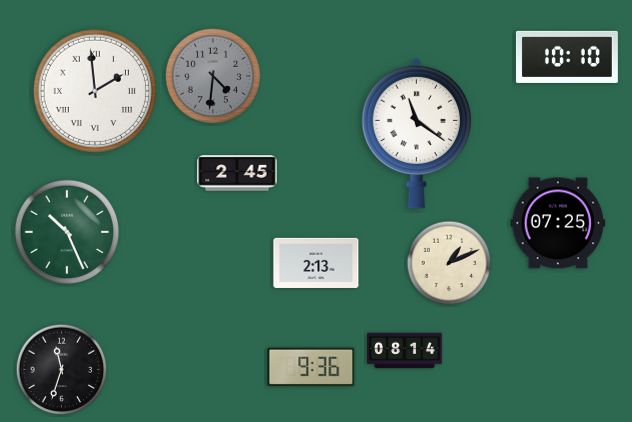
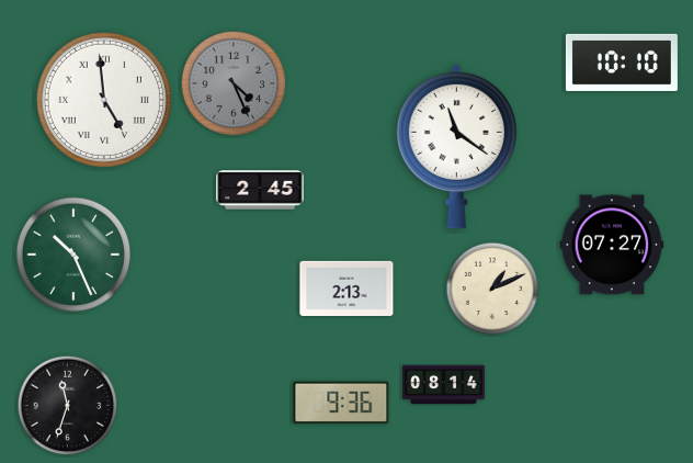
clock at (213, 76): 4:31 -> 4:26
clock at (95, 91): 1:59 -> 4:59
clock at (558, 223): 07:25 -> 07:27
